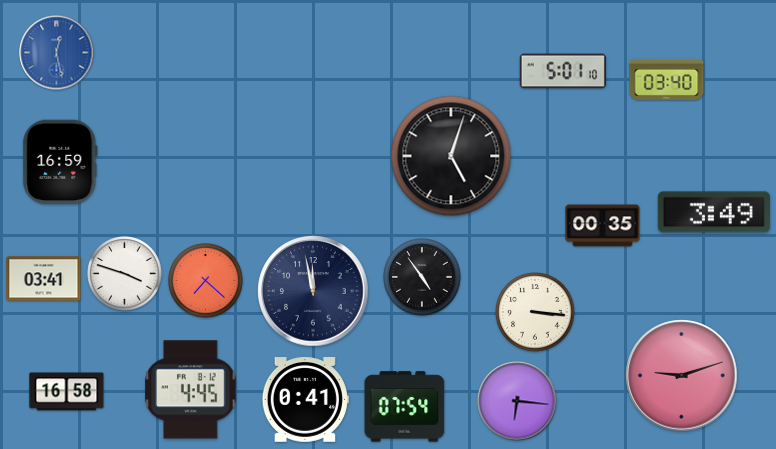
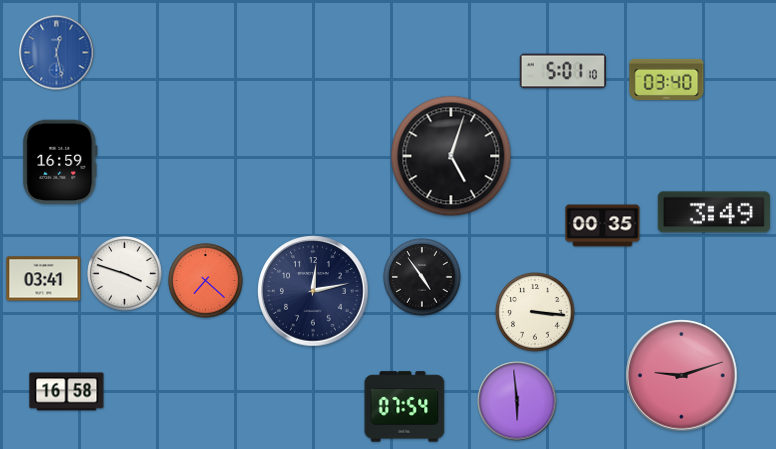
clock at (313, 291): 11:58 -> 12:13
clock at (191, 390): 4:45 -> none
clock at (305, 400): 0:41 -> none
clock at (517, 401): 6:16 -> 5:59
